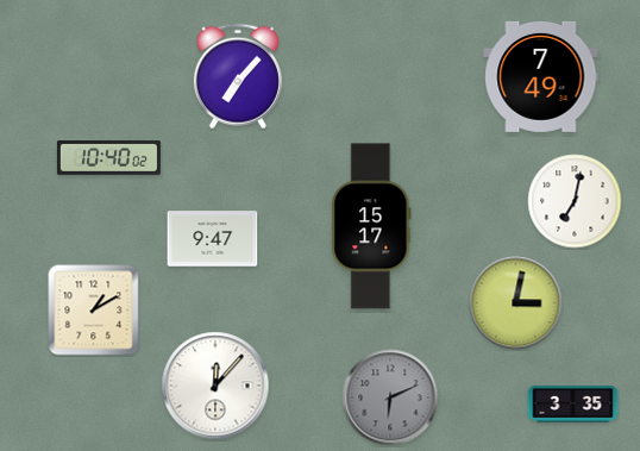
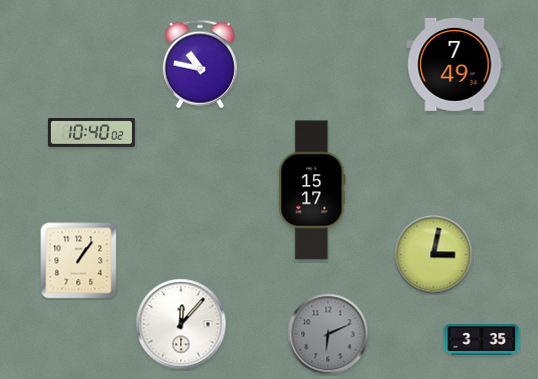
clock at (238, 76): 7:07 -> 10:47
clock at (575, 201): 7:02 -> none
clock at (213, 239): 9:47 -> none
clock at (94, 311): 1:10 -> 1:06
